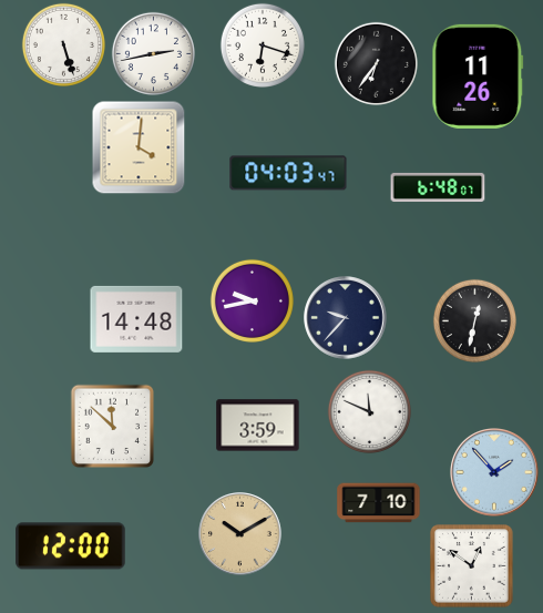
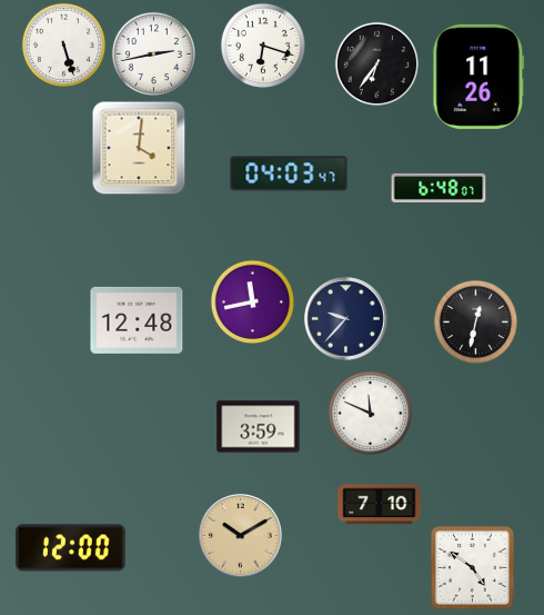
clock at (252, 300): 9:43 -> 11:43
clock at (136, 319): 14:48 -> 12:48
clock at (113, 427): 11:52 -> none
clock at (495, 473): 1:53 -> none
clock at (472, 566): 12:51 -> 4:51
